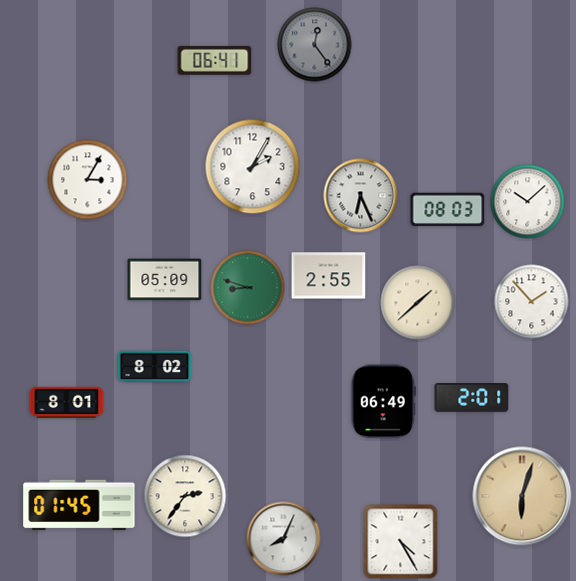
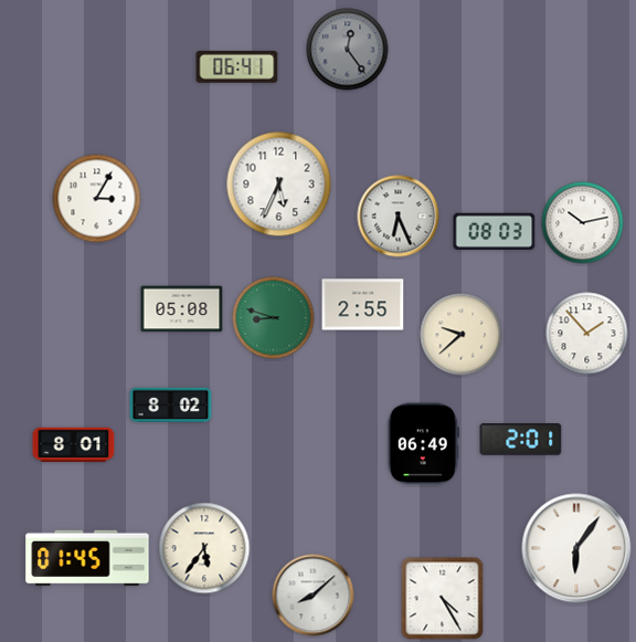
clock at (253, 167): 2:05 -> 5:34
clock at (528, 202): 10:08 -> 10:13
clock at (165, 280): 05:09 -> 05:08
clock at (418, 303): 1:38 -> 9:38
clock at (185, 496): 2:36 -> 5:36
clock at (522, 496): 6:03 -> 6:06
clock at (522, 496) dial: champagne -> white
clock at (284, 539): 8:04 -> 8:08
